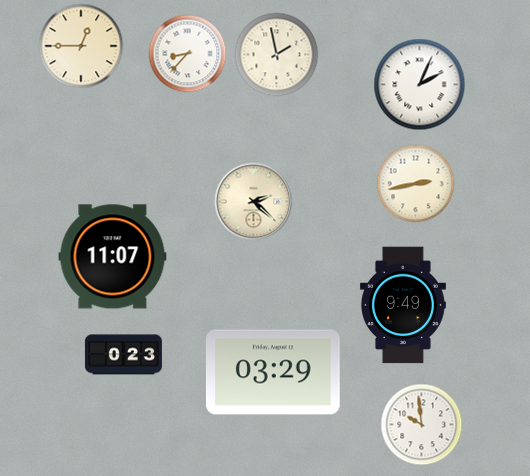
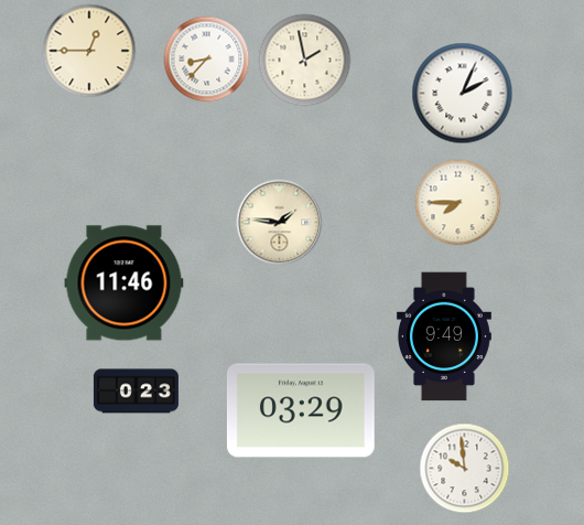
clock at (415, 183): 2:43 -> 7:45
clock at (253, 201): 2:22 -> 1:46
clock at (113, 257): 11:07 -> 11:46
